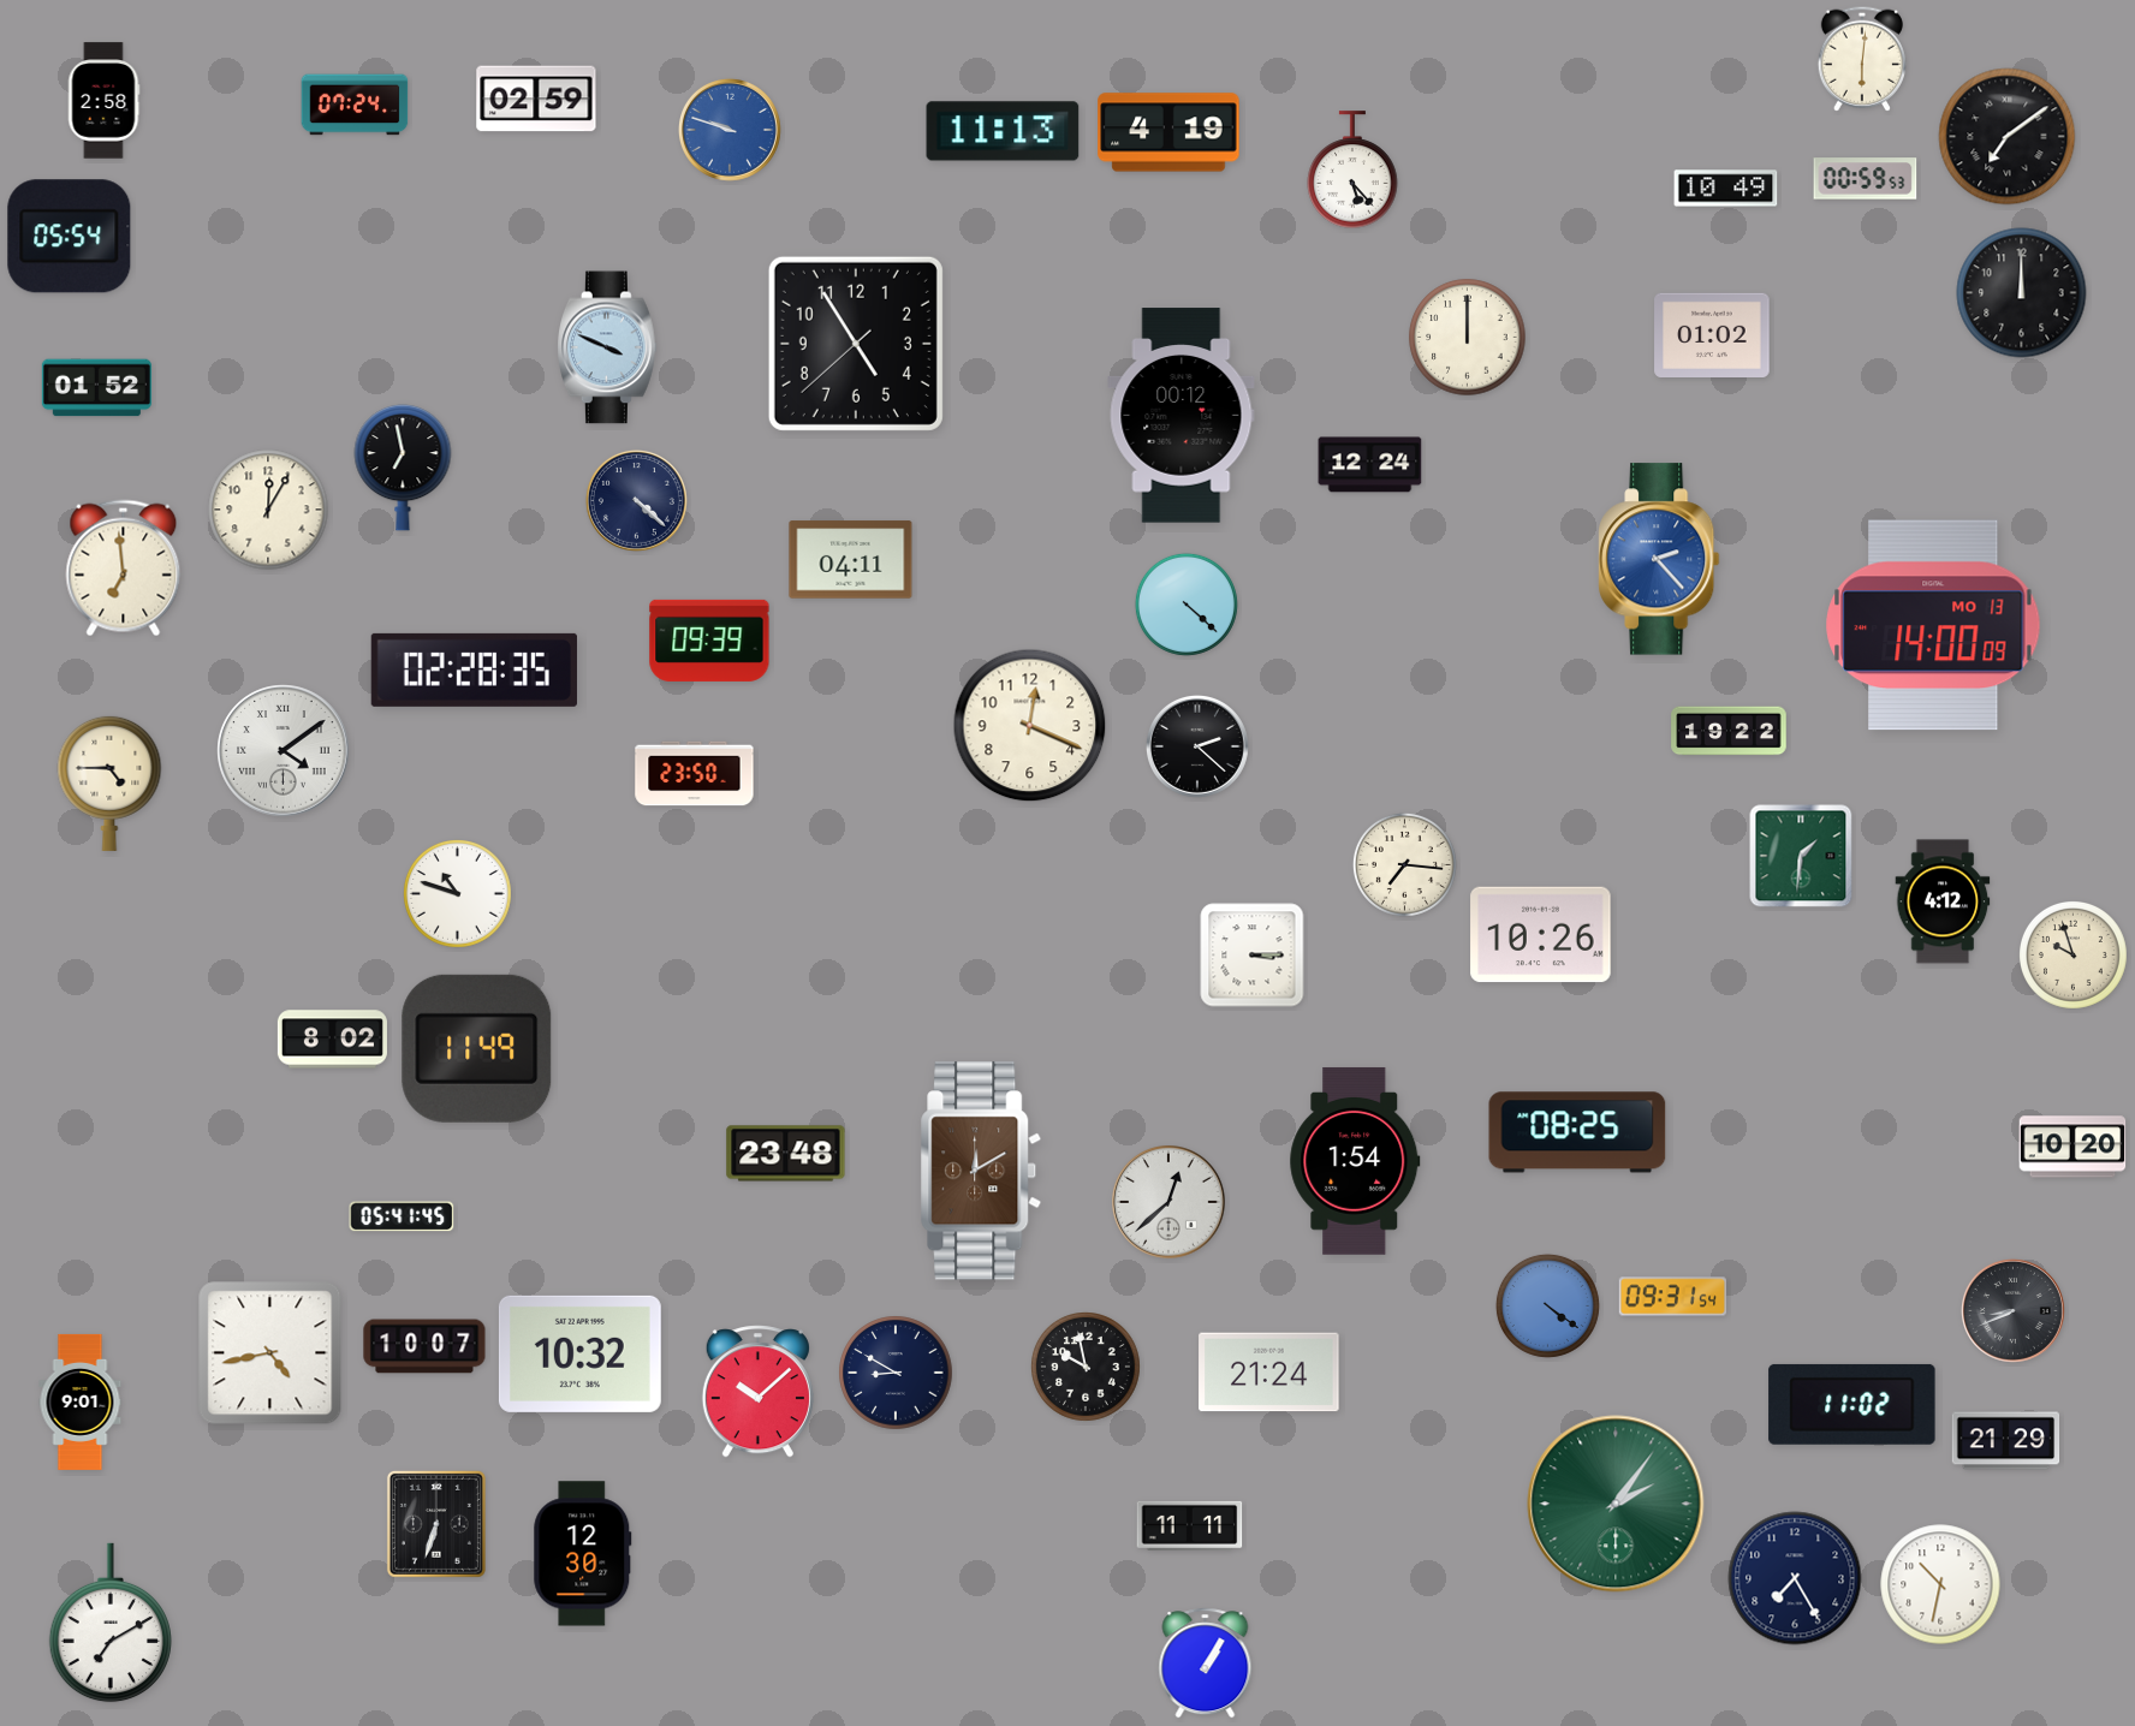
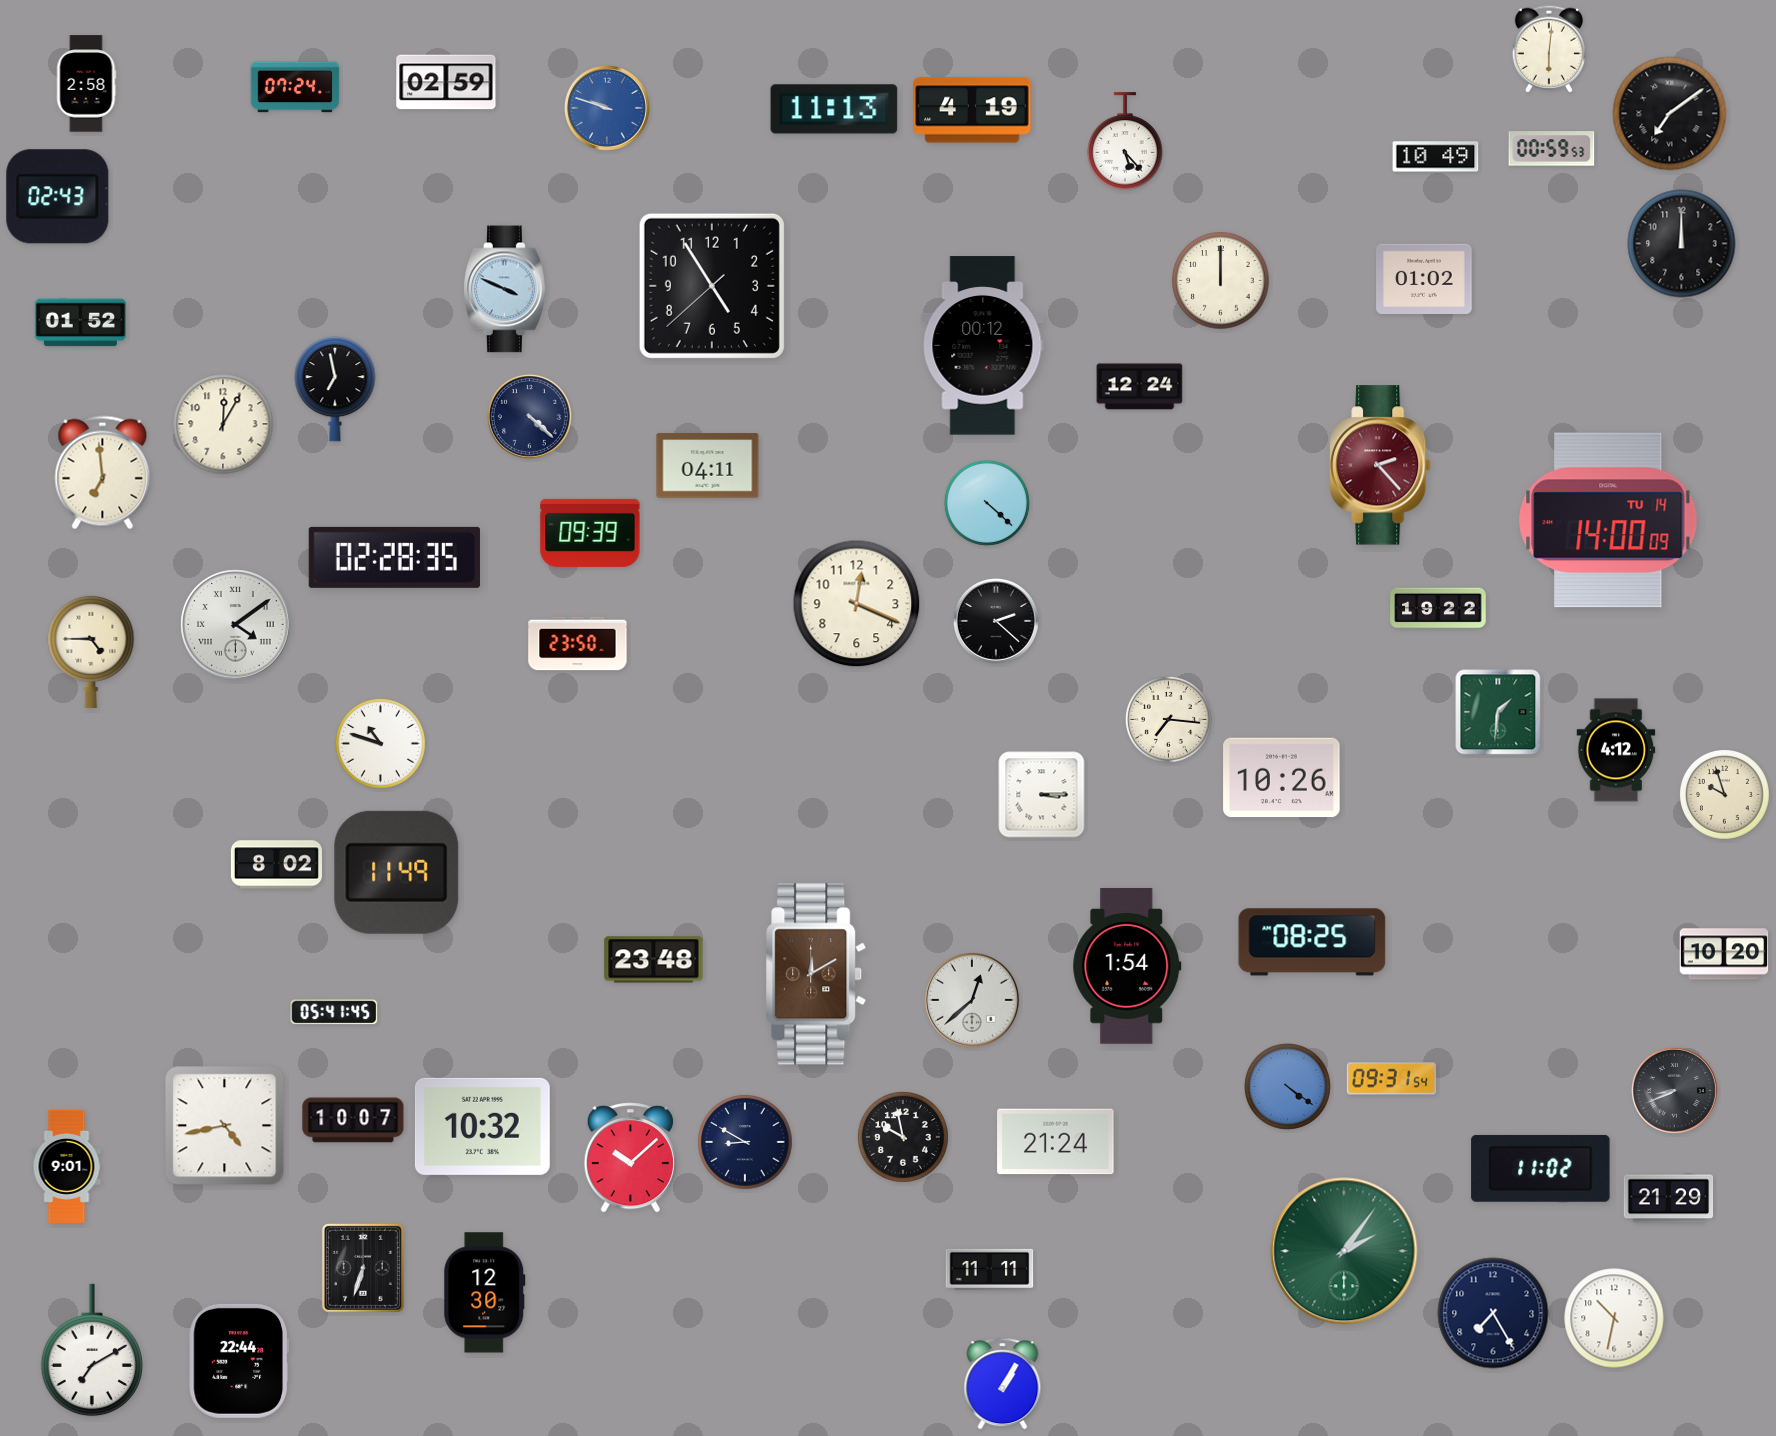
clock at (70, 237): 05:54 -> 02:43
clock at (1659, 559) dial: blue -> burgundy
clock at (1933, 625) date: MO 13 -> TU 14
clock at (239, 1361): none -> 22:44
